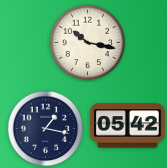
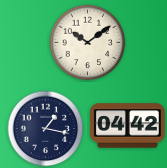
clock at (88, 43): 10:17 -> 10:09
clock at (128, 126): 05:42 -> 04:42
